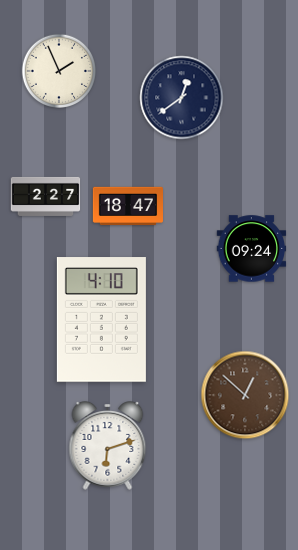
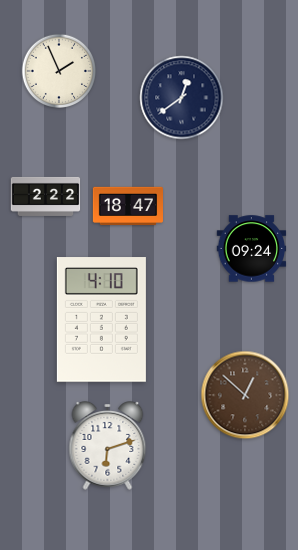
clock at (46, 196): 2:27 -> 2:22
